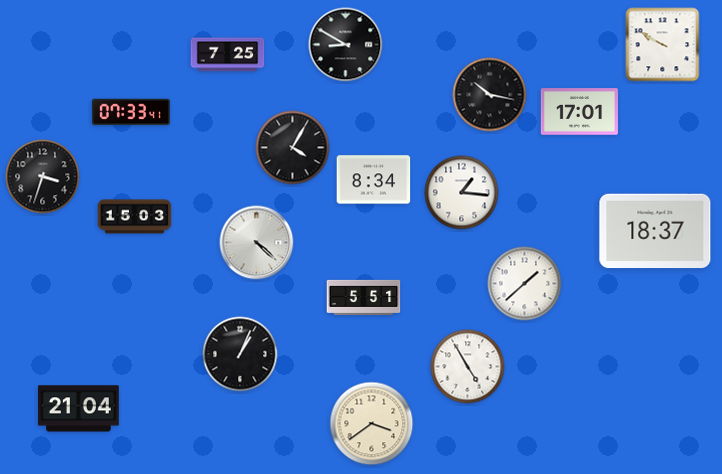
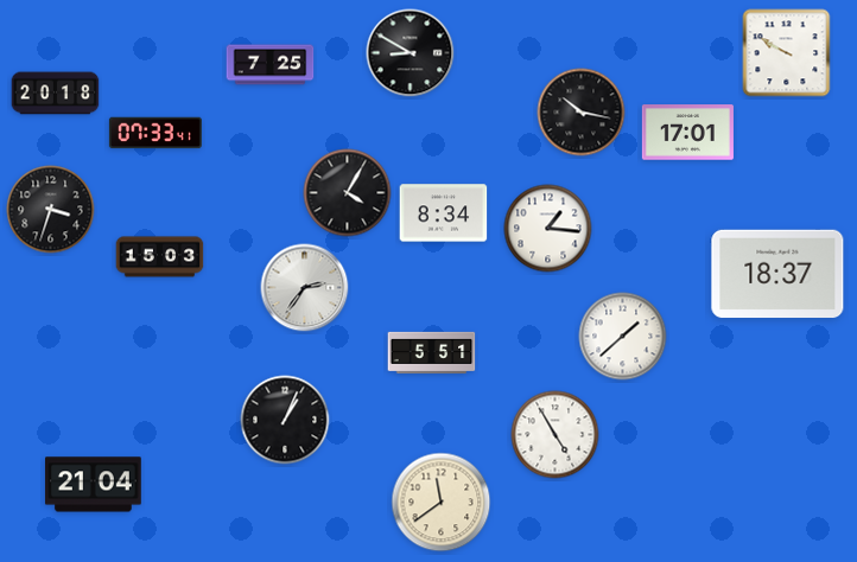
clock at (56, 94): none -> 20:18
clock at (293, 148) position: (293, 148) -> (348, 193)
clock at (257, 243): 4:22 -> 2:36
clock at (372, 424): 3:39 -> 11:39
